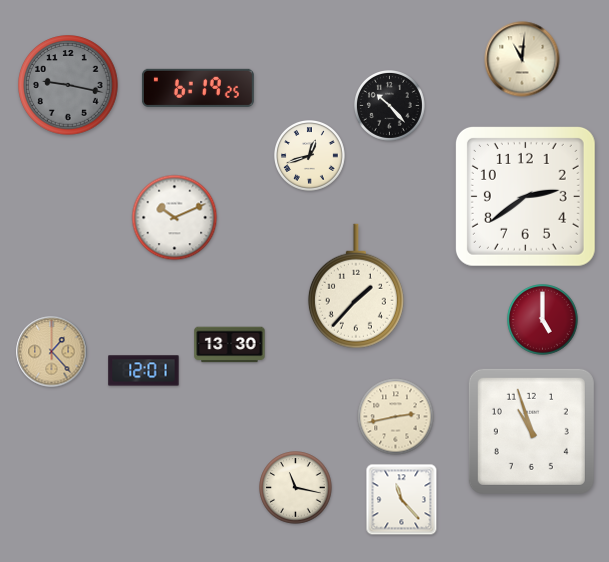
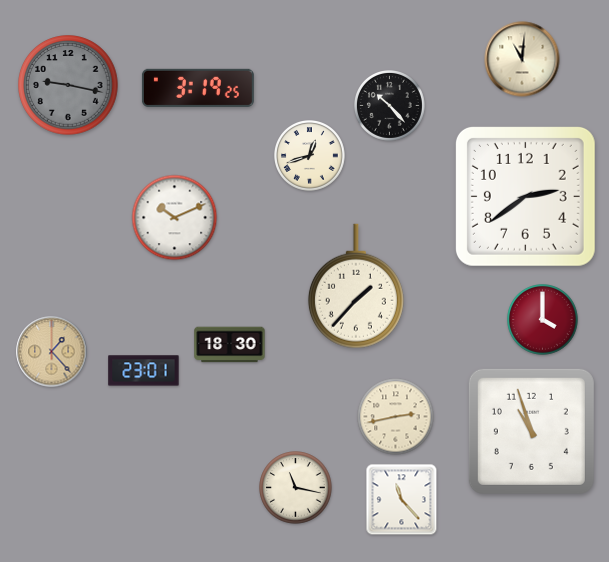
clock at (198, 88): 6:19 -> 3:19
clock at (543, 320): 5:00 -> 4:00
clock at (230, 345): 13:30 -> 18:30
clock at (144, 371): 12:01 -> 23:01
